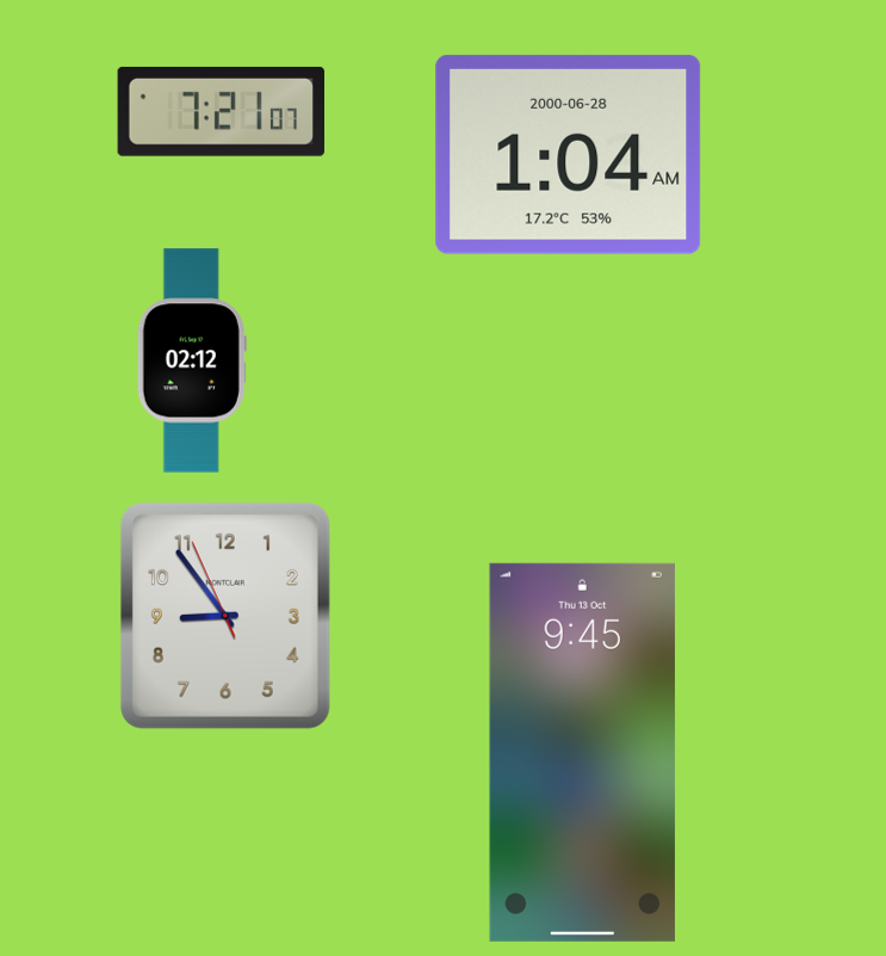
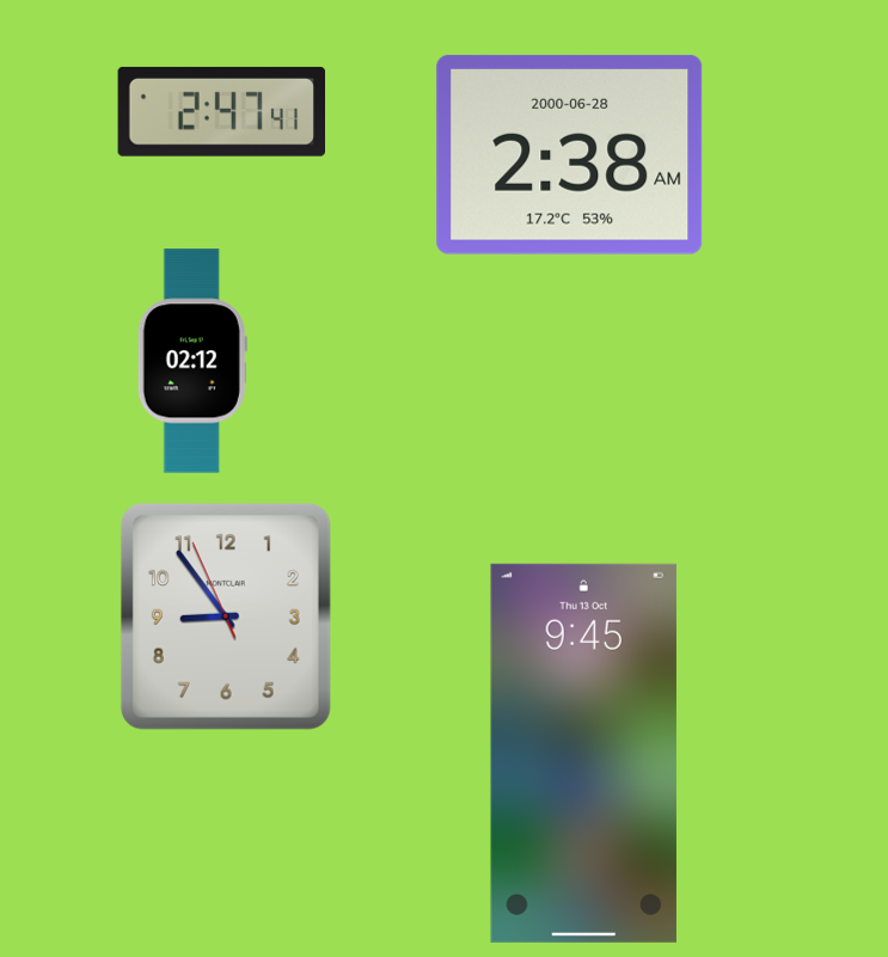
clock at (221, 111): 7:21 -> 2:47
clock at (569, 154): 1:04 -> 2:38
